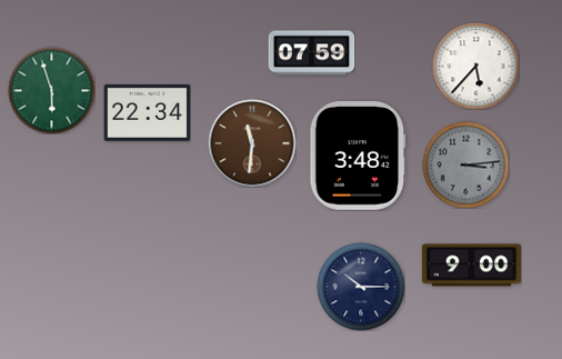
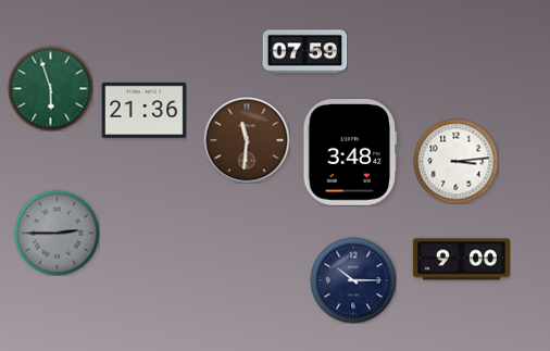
clock at (475, 66): 5:37 -> none
clock at (147, 112): 22:34 -> 21:36
clock at (465, 164) dial: grey -> white
clock at (57, 233): none -> 2:45
